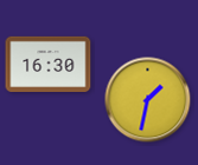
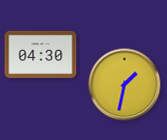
clock at (49, 64): 16:30 -> 04:30
